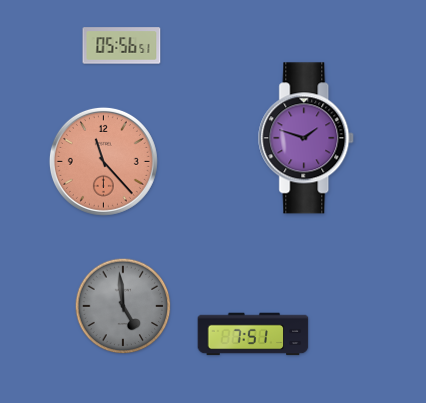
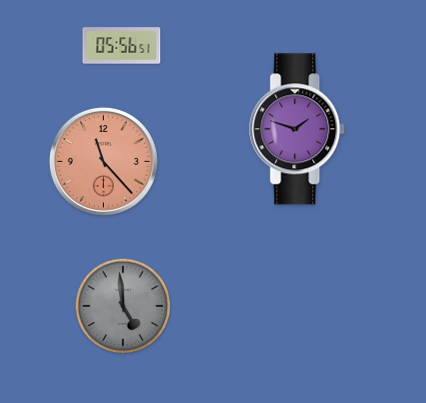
clock at (307, 138) position: (307, 138) -> (298, 129)
clock at (253, 334): 7:51 -> none
